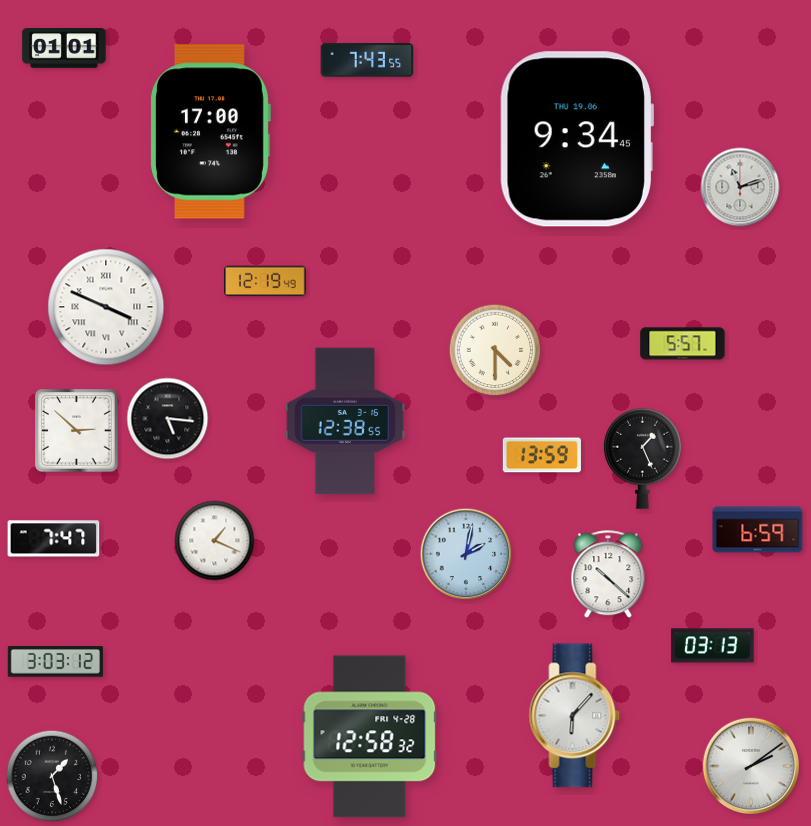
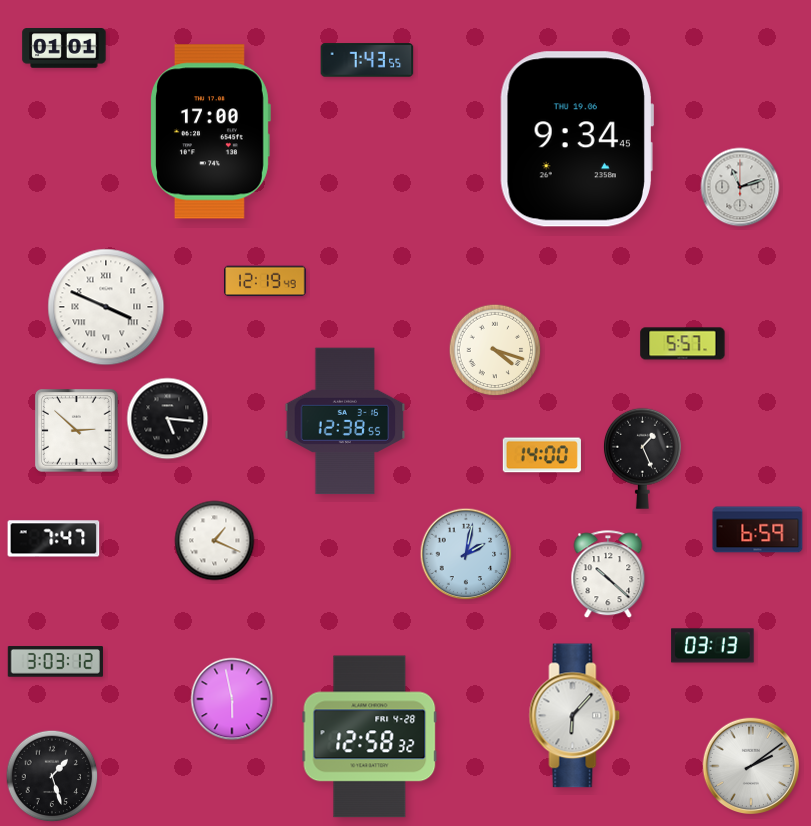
clock at (495, 350): 4:30 -> 4:18
clock at (542, 455): 13:59 -> 14:00
clock at (232, 699): none -> 5:58
